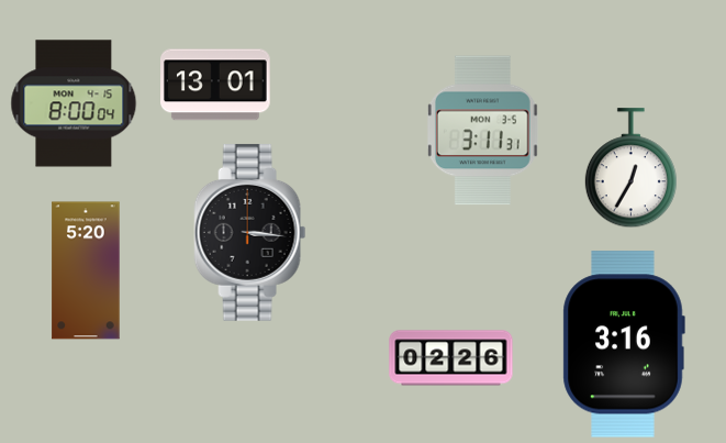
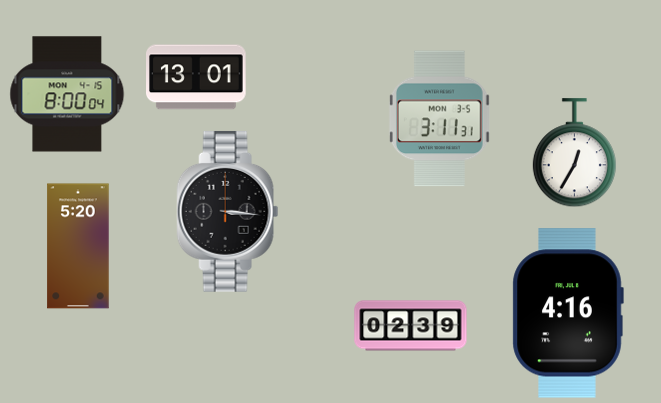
clock at (624, 344): 3:16 -> 4:16
clock at (451, 358): 02:26 -> 02:39
